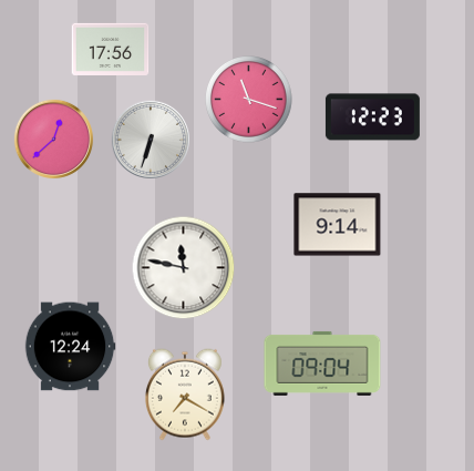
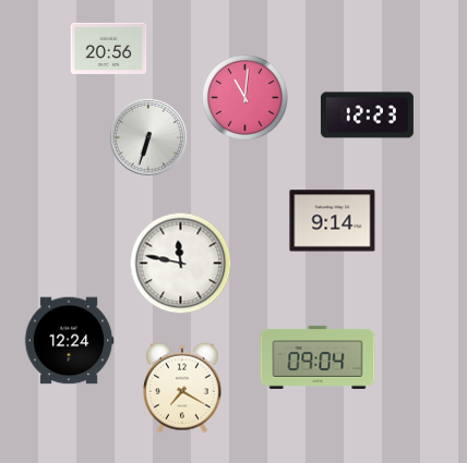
clock at (111, 49): 17:56 -> 20:56
clock at (249, 100): 11:18 -> 11:01
clock at (53, 139): 12:38 -> none
